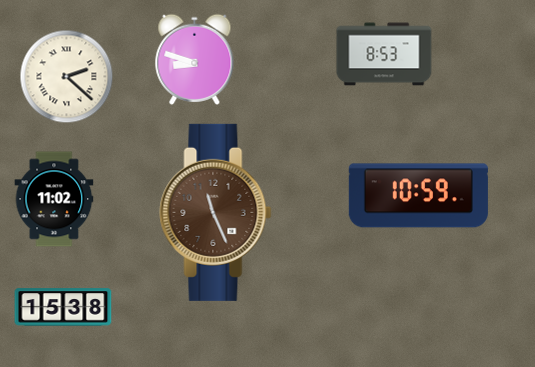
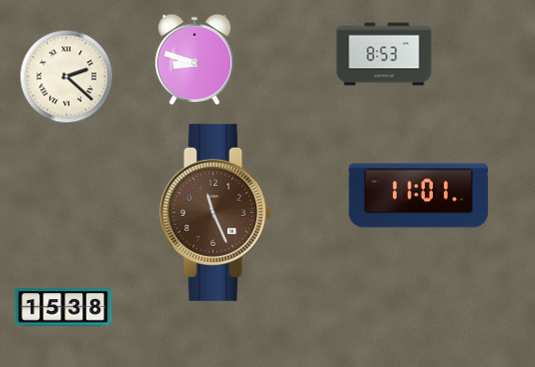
clock at (418, 196): 10:59 -> 11:01
clock at (54, 199): 11:02 -> none
